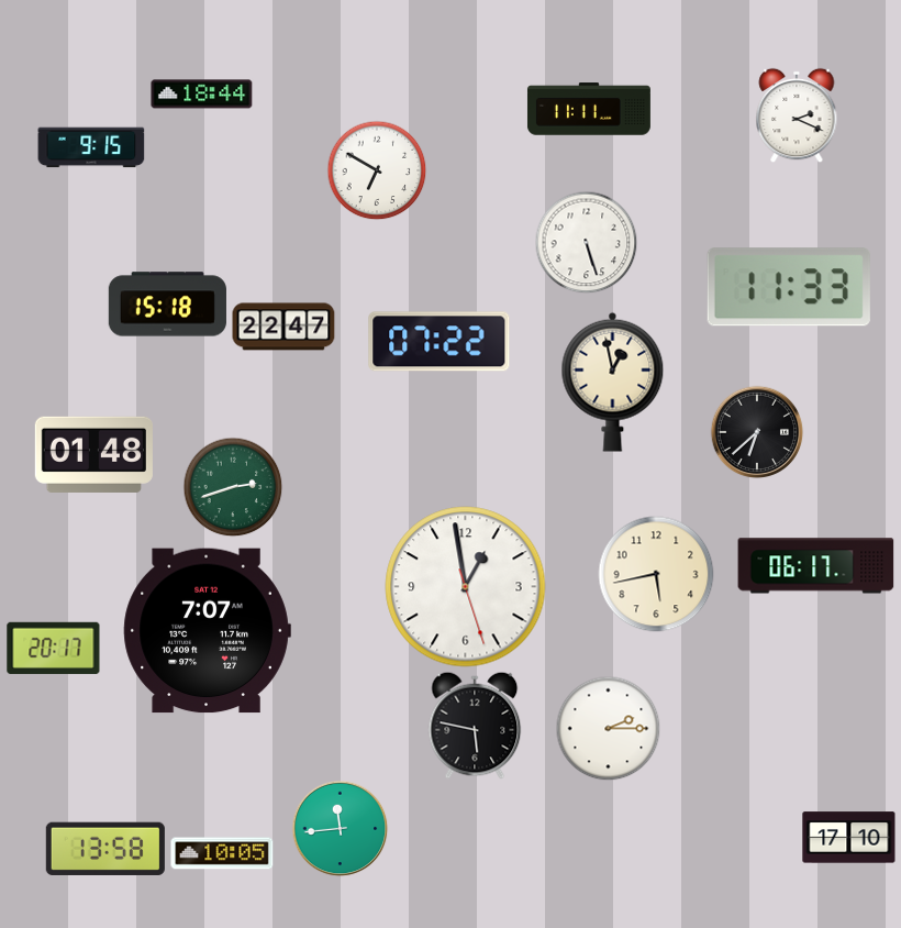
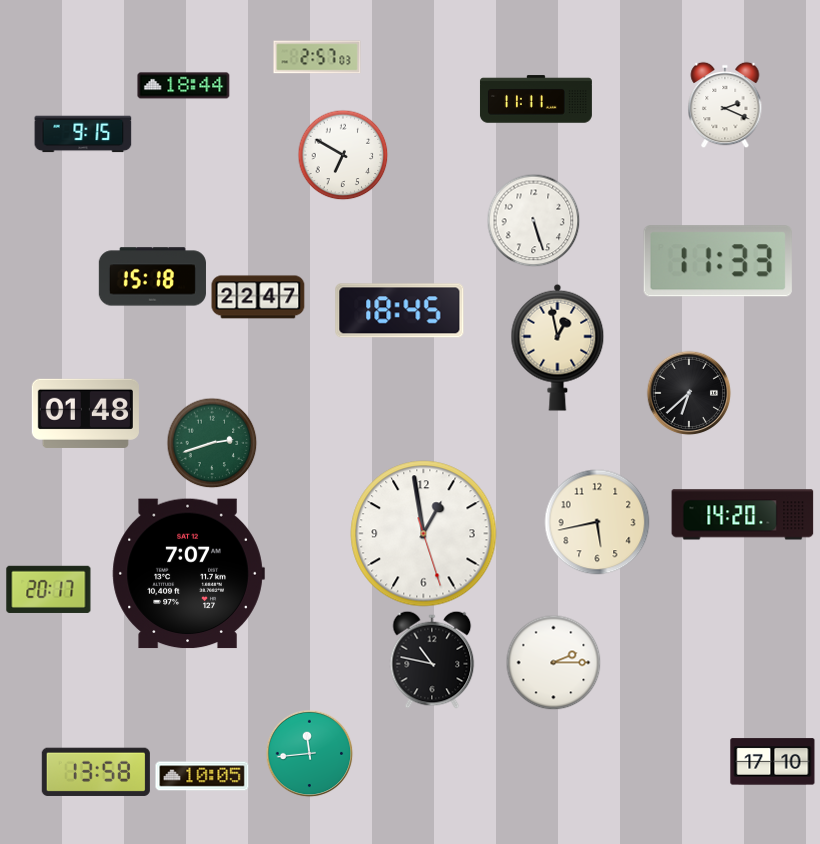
clock at (317, 57): none -> 2:57
clock at (440, 342): 07:22 -> 18:45
clock at (816, 566): 06:17 -> 14:20
clock at (475, 726): 5:47 -> 10:47
